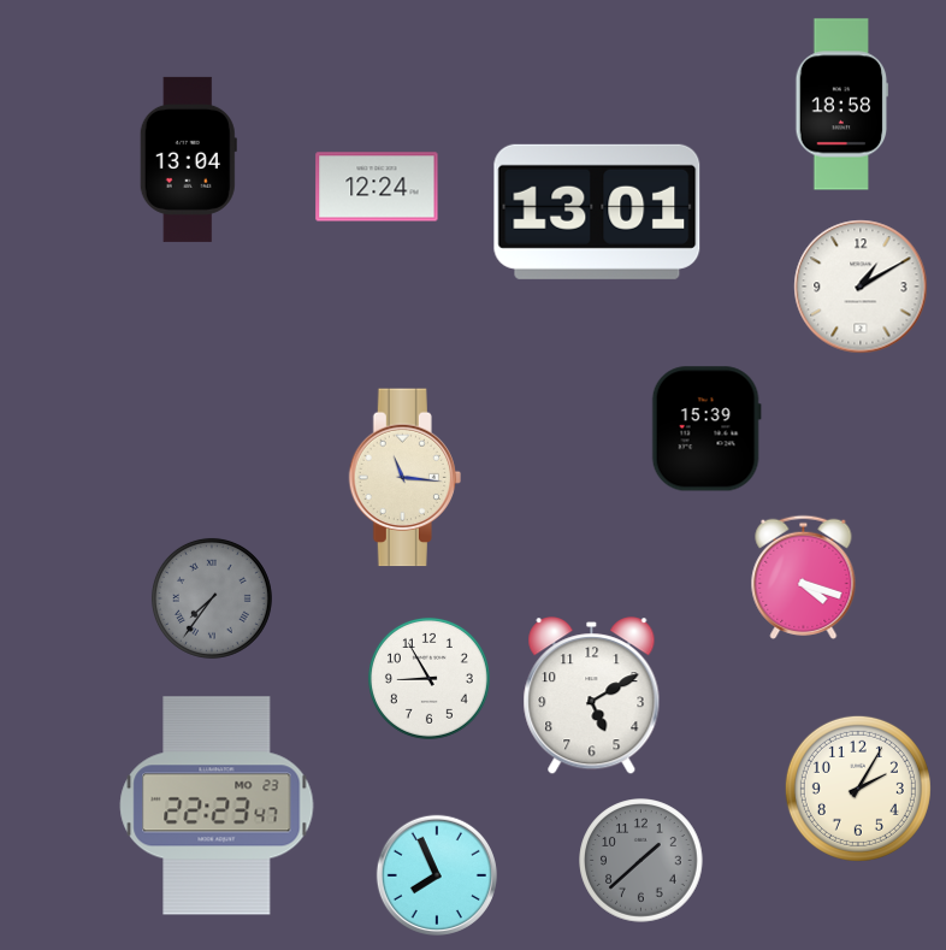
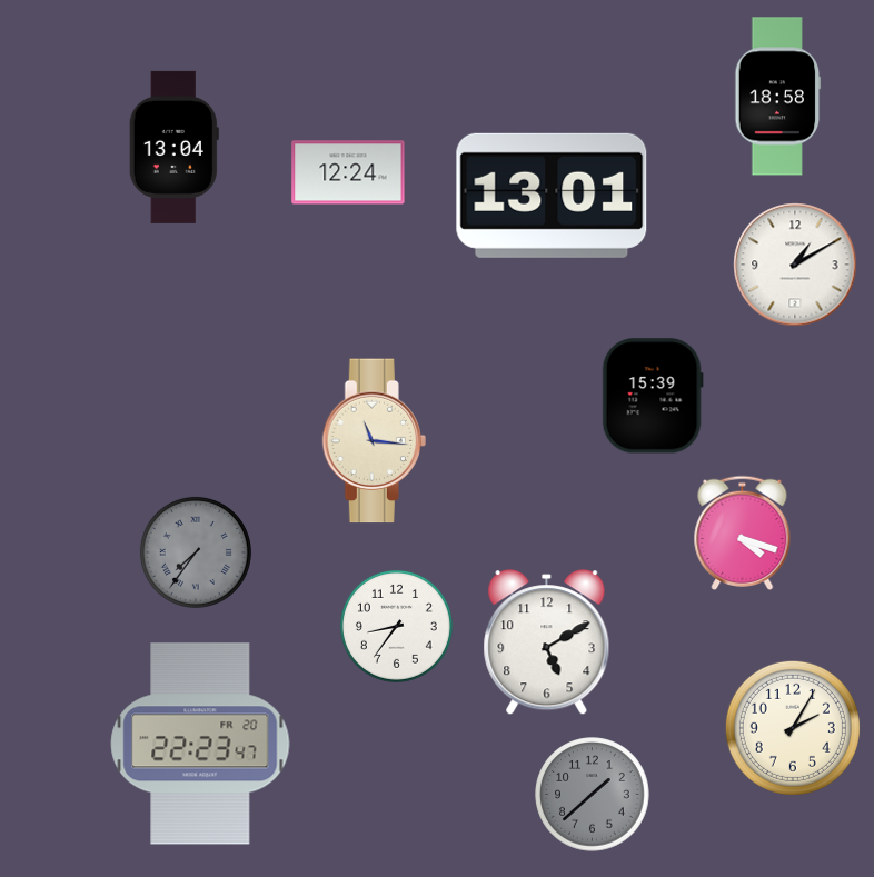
clock at (428, 678): 8:55 -> 8:36
clock at (217, 806) date: MO 23 -> FR 20
clock at (437, 875): 7:56 -> none
